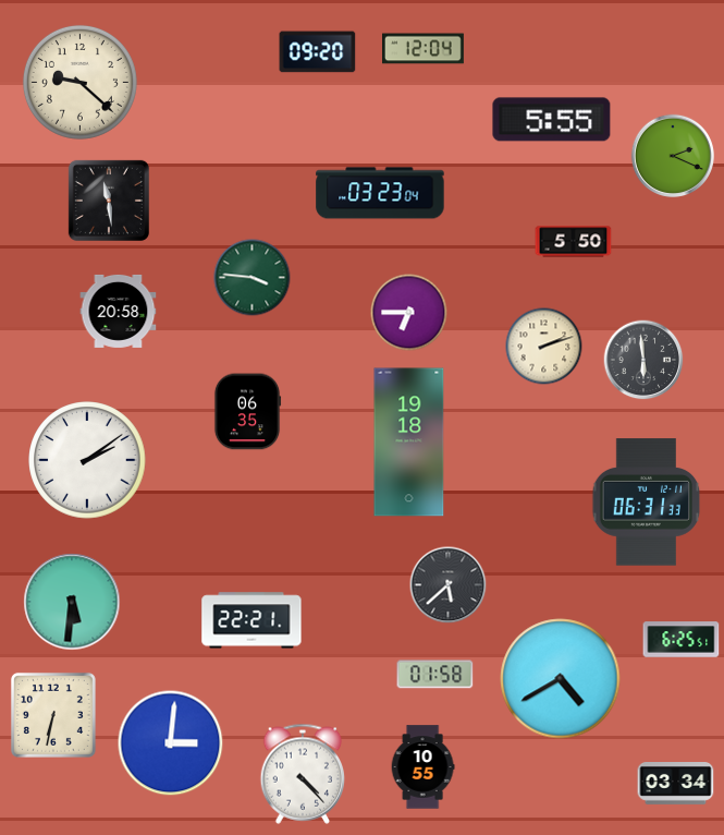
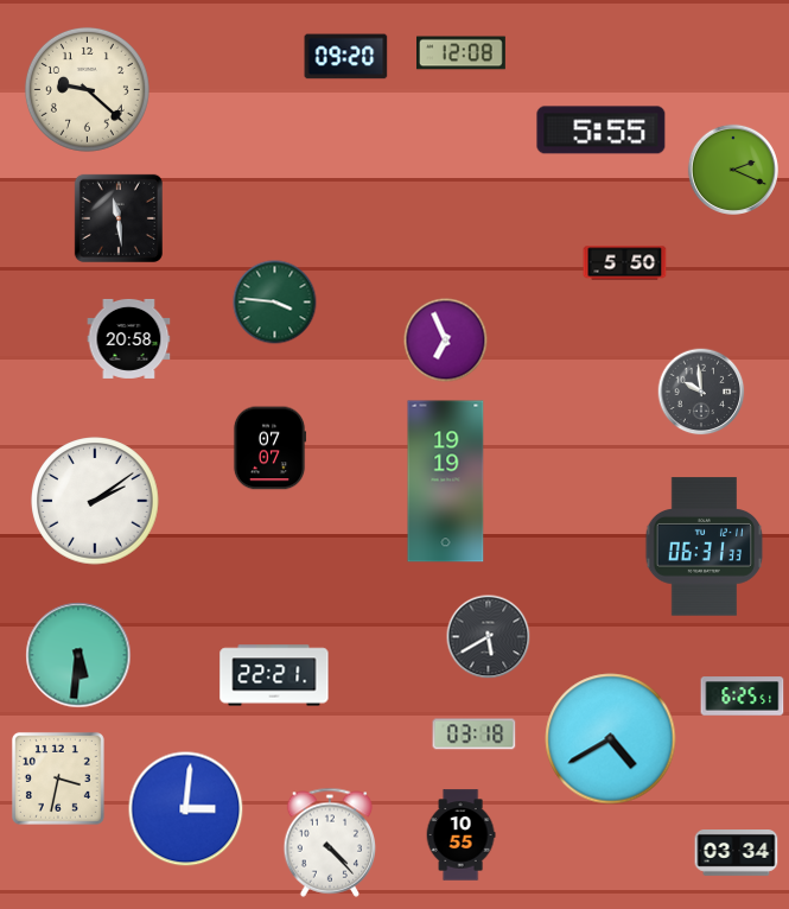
clock at (424, 49): 12:04 -> 12:08
clock at (380, 193): 03:23 -> none
clock at (409, 313): 6:45 -> 6:56
clock at (544, 347): 2:12 -> none
clock at (643, 360): 5:59 -> 9:59
clock at (247, 412): 06:35 -> 07:07
clock at (409, 443): 19:18 -> 19:19
clock at (449, 585): 5:38 -> 5:40
clock at (435, 675): 01:58 -> 03:18
clock at (53, 715): 6:32 -> 3:32
